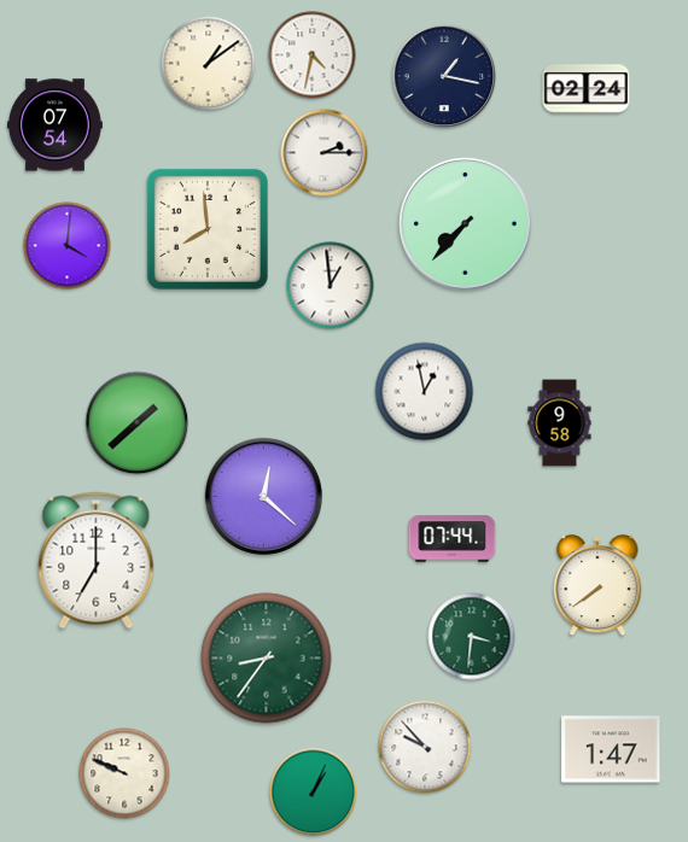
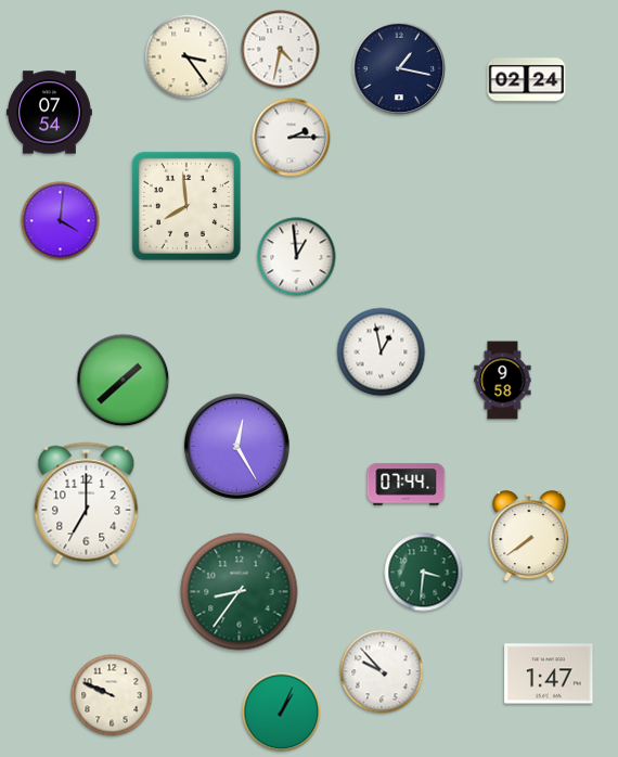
clock at (209, 64): 1:09 -> 3:24
clock at (466, 224): 7:37 -> none
clock at (263, 496): 12:22 -> 12:25
clock at (597, 586) position: (597, 586) -> (529, 537)
